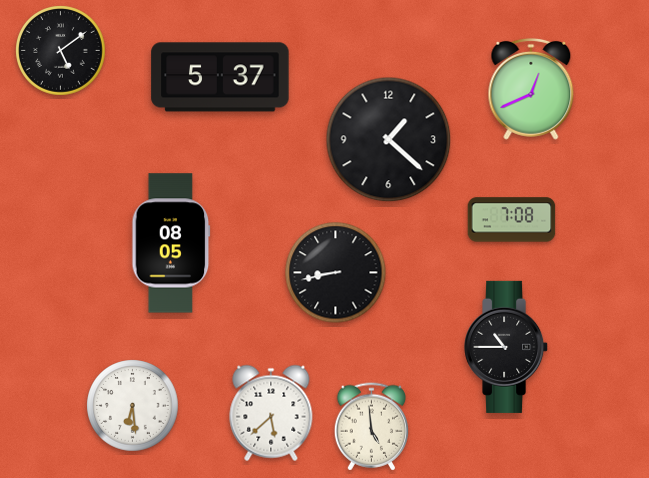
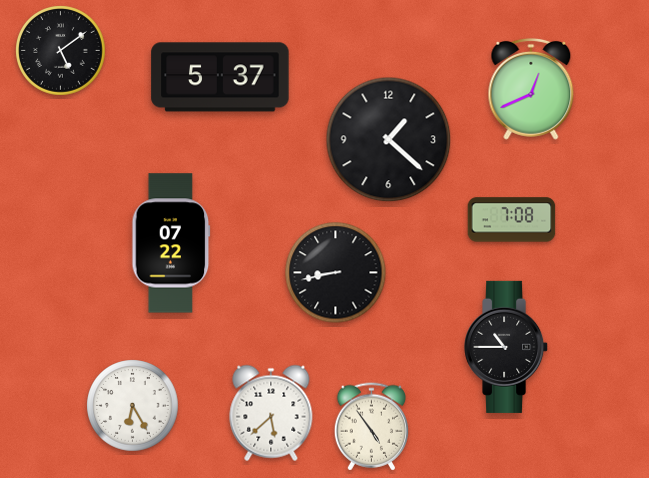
clock at (171, 243): 08:05 -> 07:22
clock at (133, 406): 6:29 -> 6:25
clock at (371, 427): 4:59 -> 4:54
